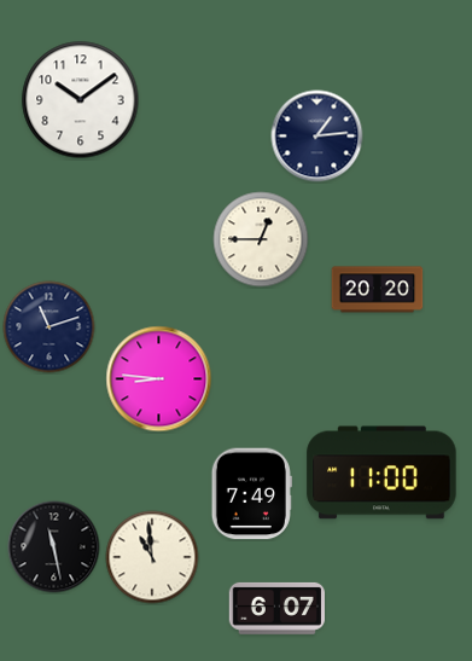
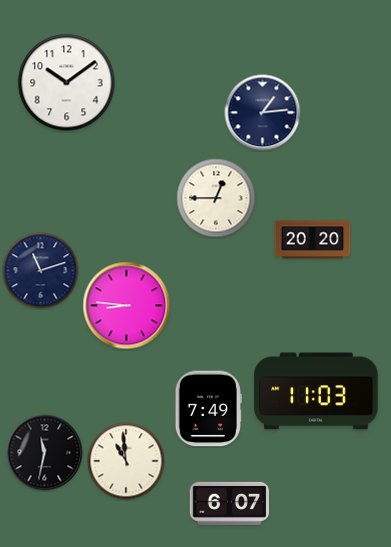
clock at (159, 379) position: (159, 379) -> (127, 306)
clock at (381, 472): 11:00 -> 11:03
clock at (54, 547): 11:28 -> 11:32
